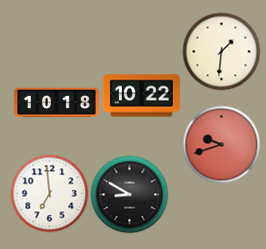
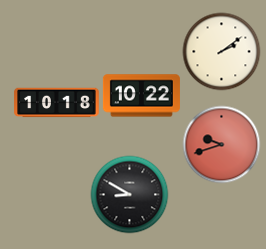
clock at (221, 51): 1:31 -> 2:09
clock at (49, 193): 6:59 -> none
